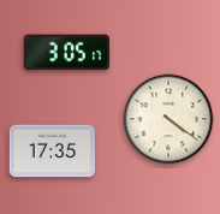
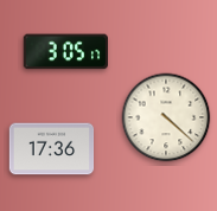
clock at (168, 119): 4:21 -> 4:22
clock at (53, 151): 17:35 -> 17:36
